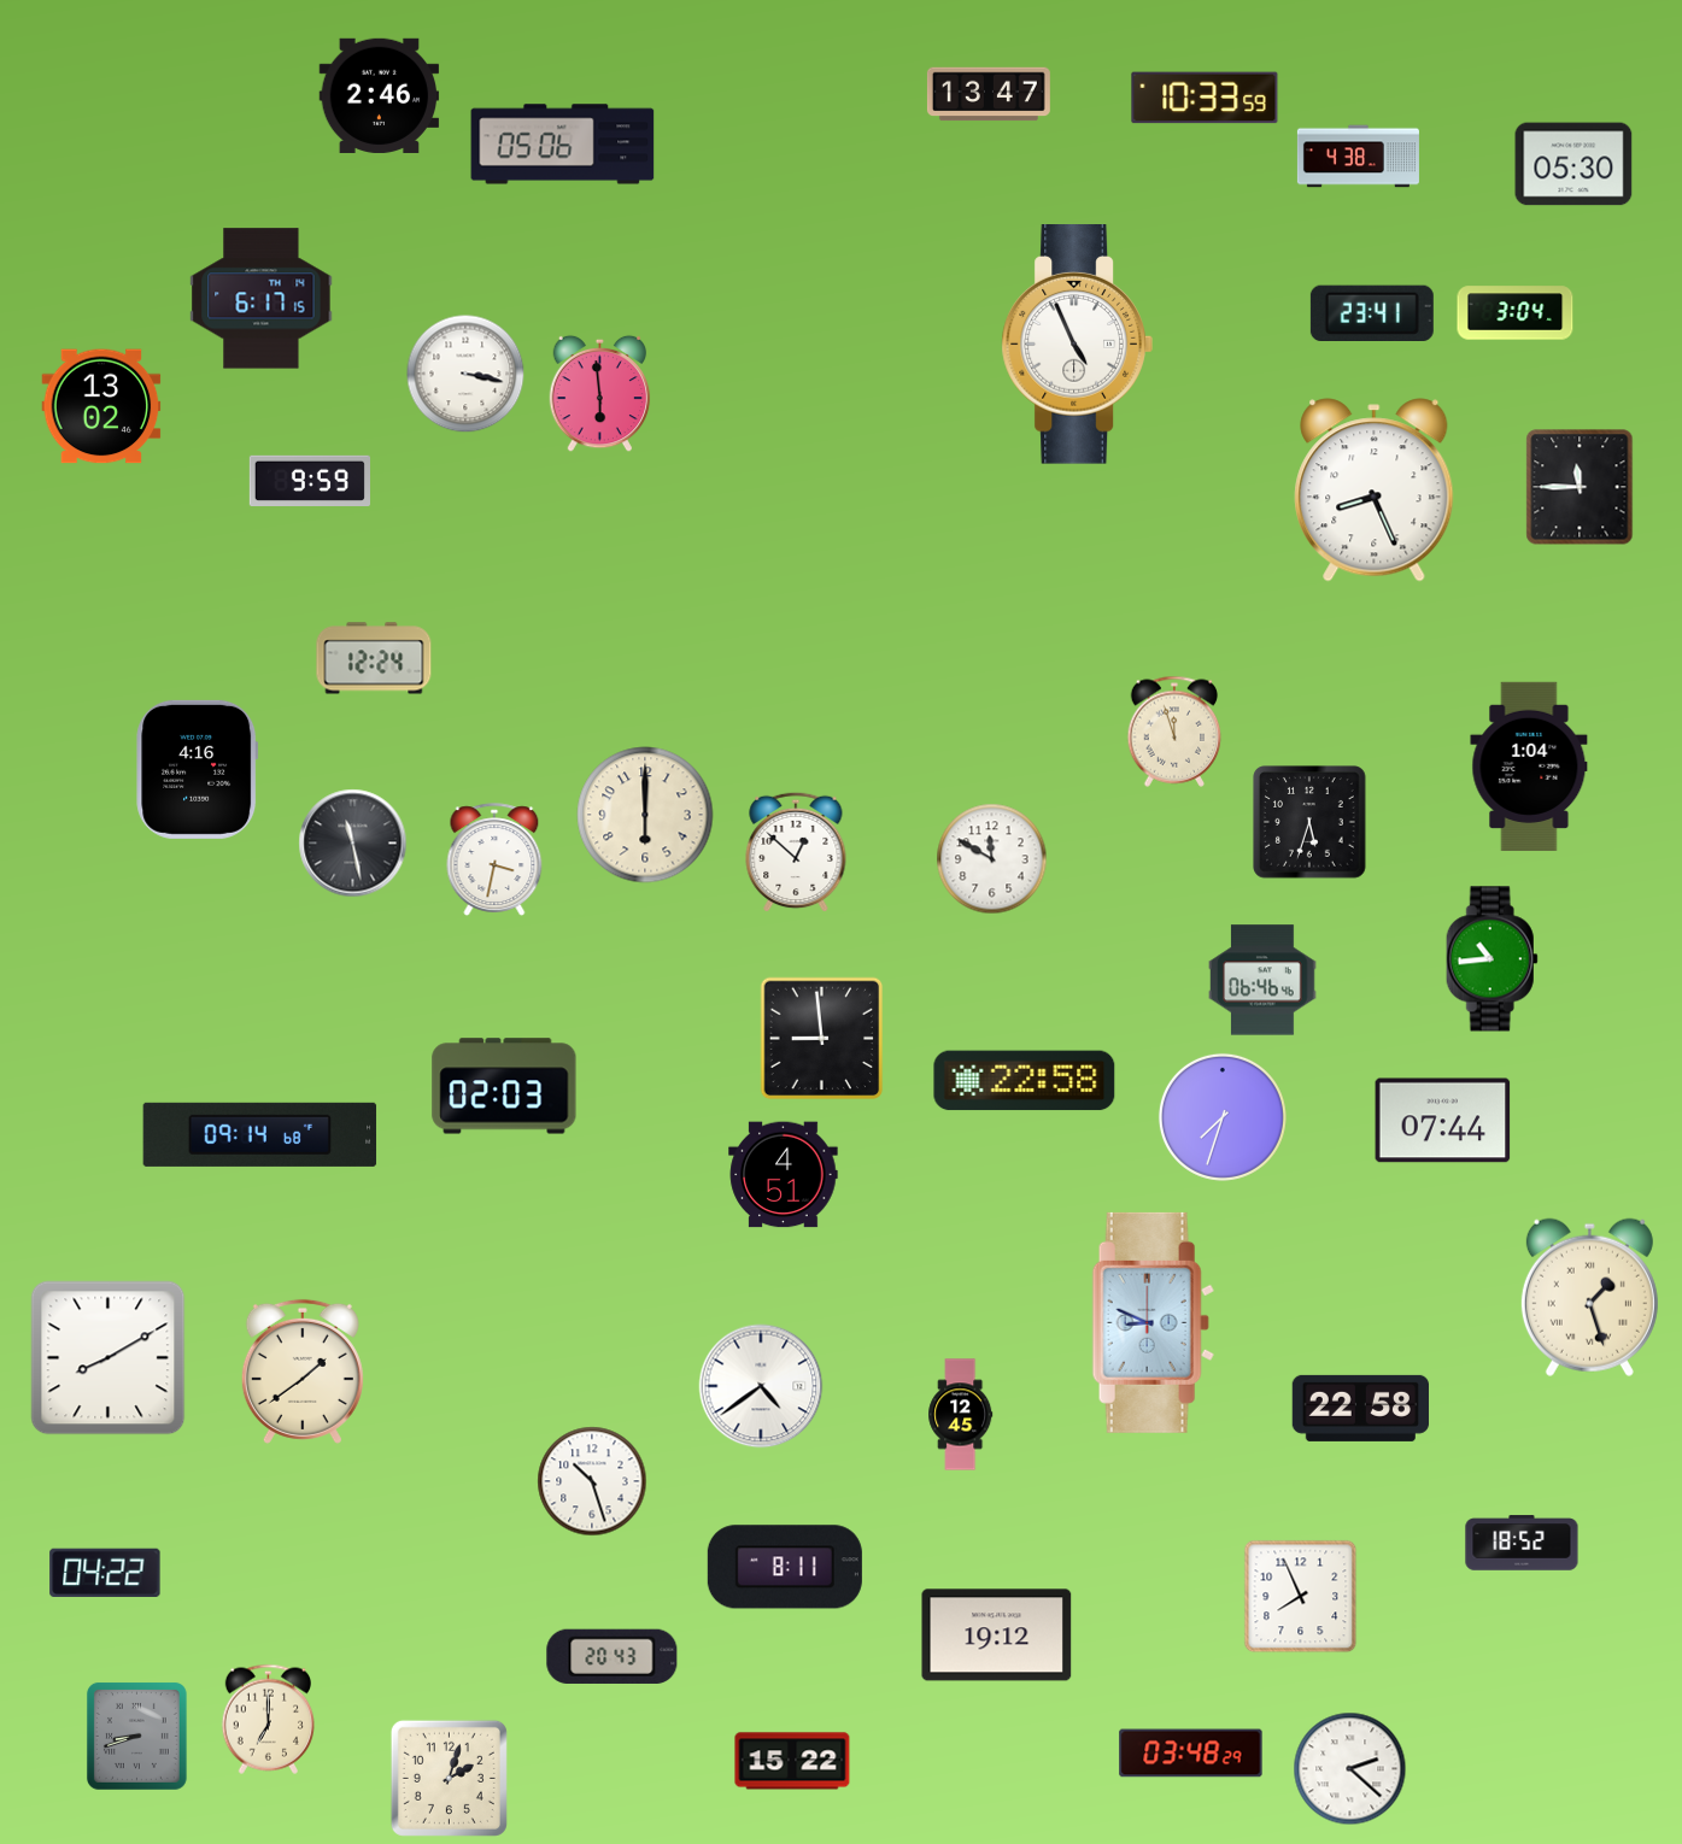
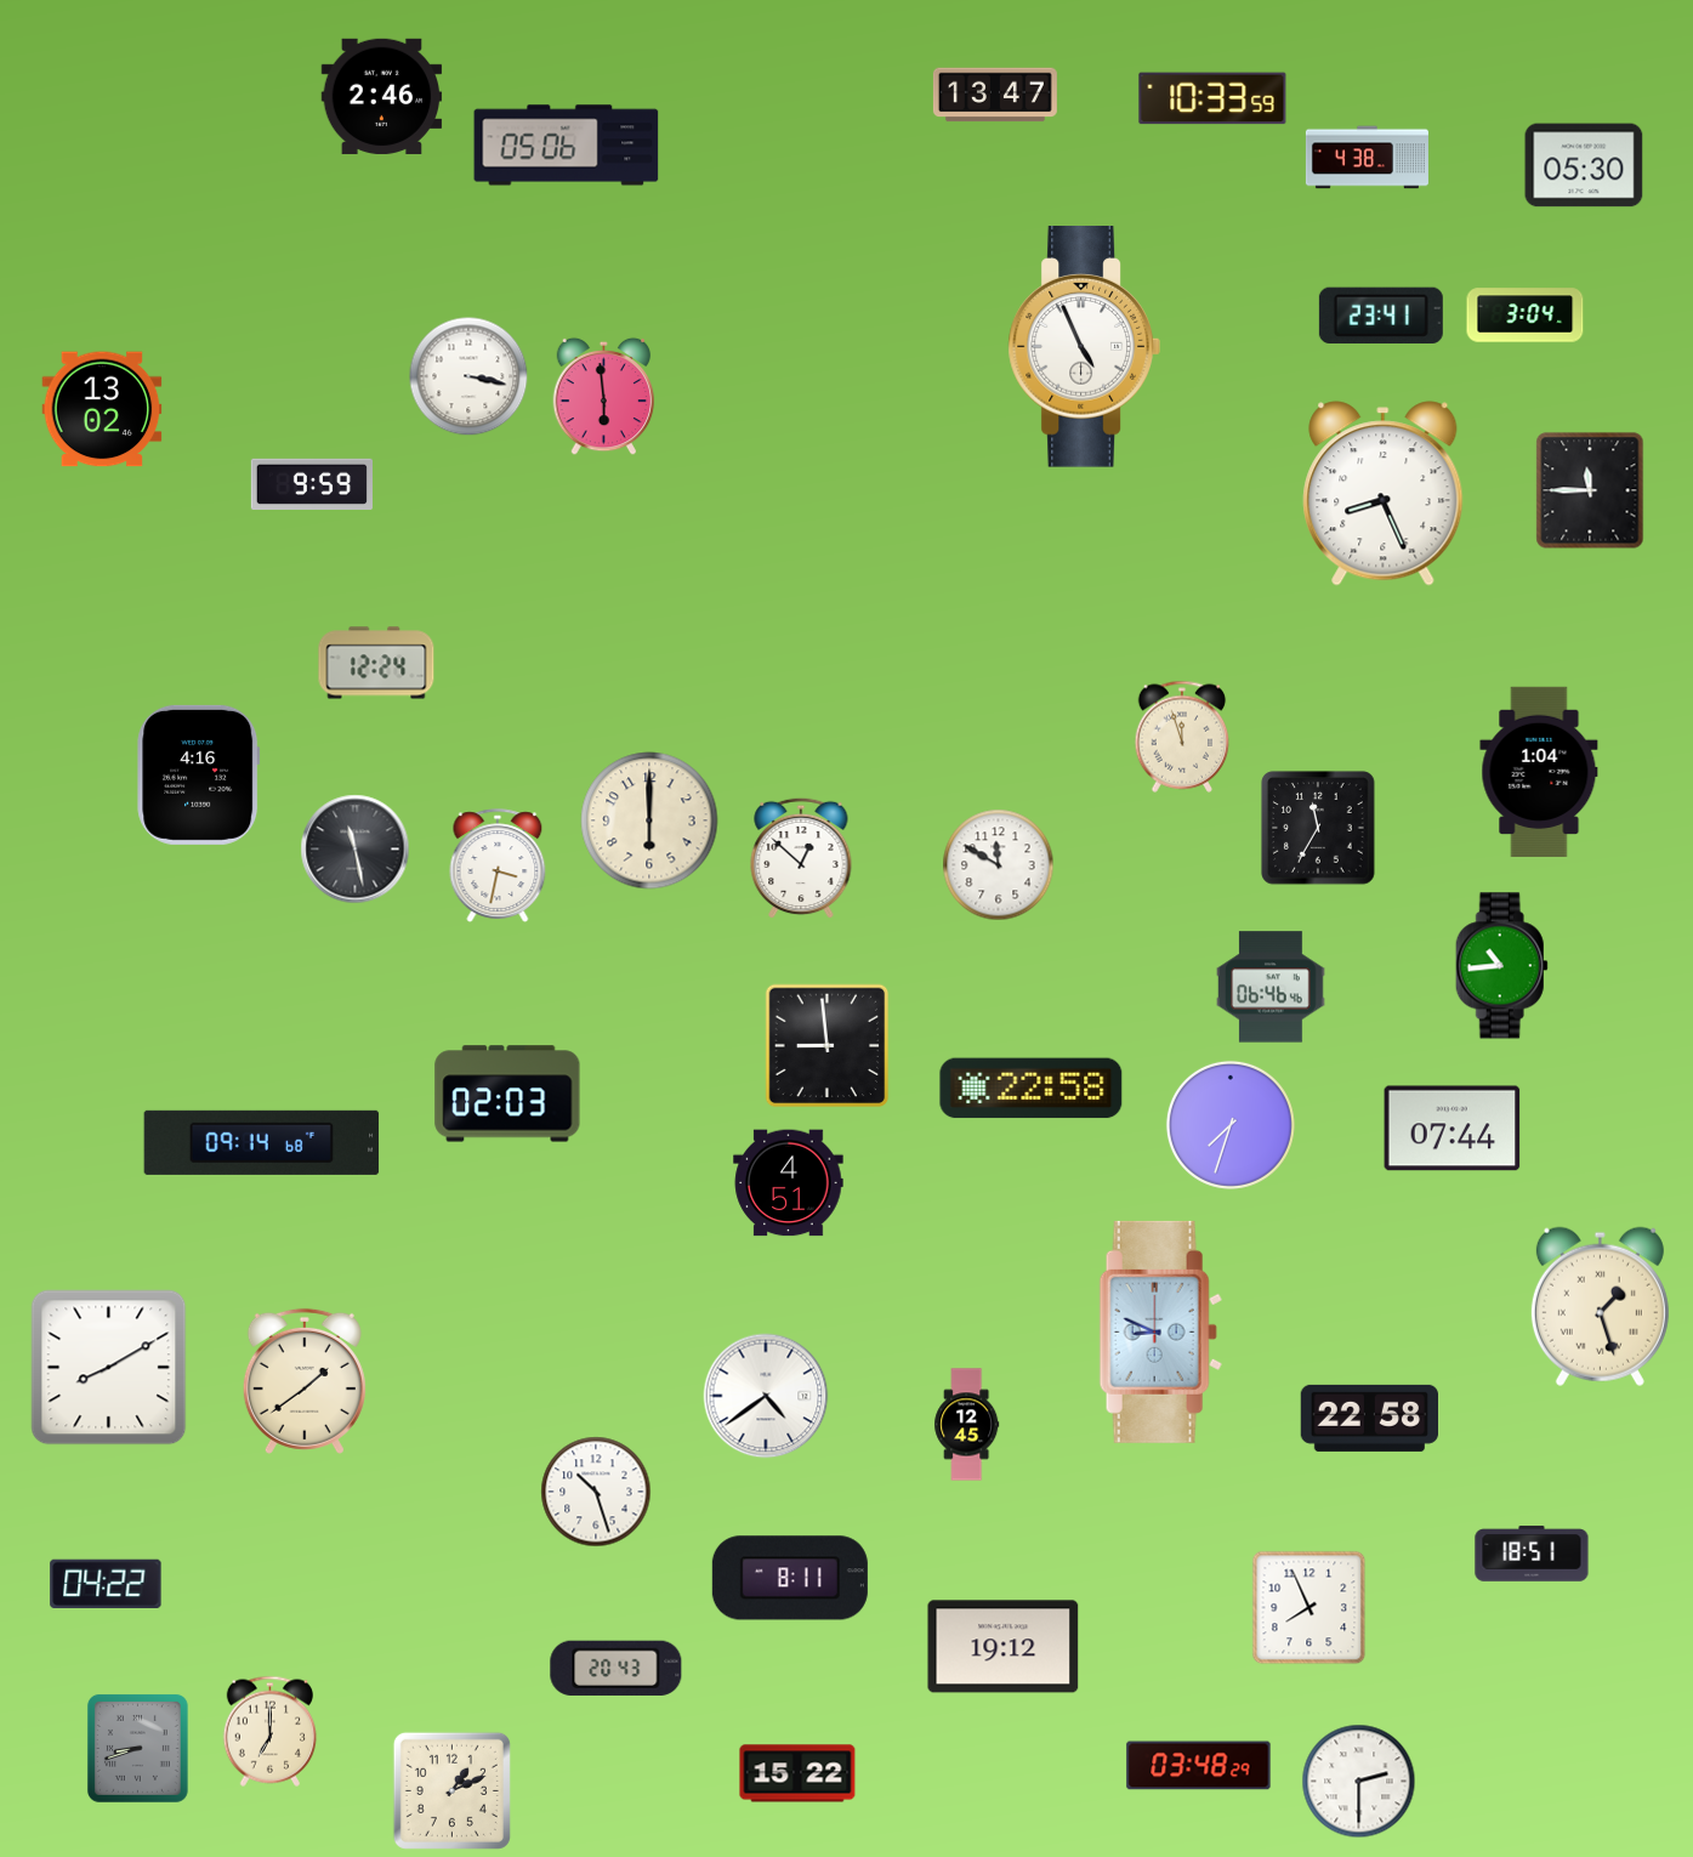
clock at (262, 299): 6:17 -> none
clock at (1309, 822): 5:33 -> 11:35
clock at (1522, 1543): 18:52 -> 18:51
clock at (1350, 1769): 2:22 -> 2:30
clock at (449, 1778): 2:03 -> 1:11
